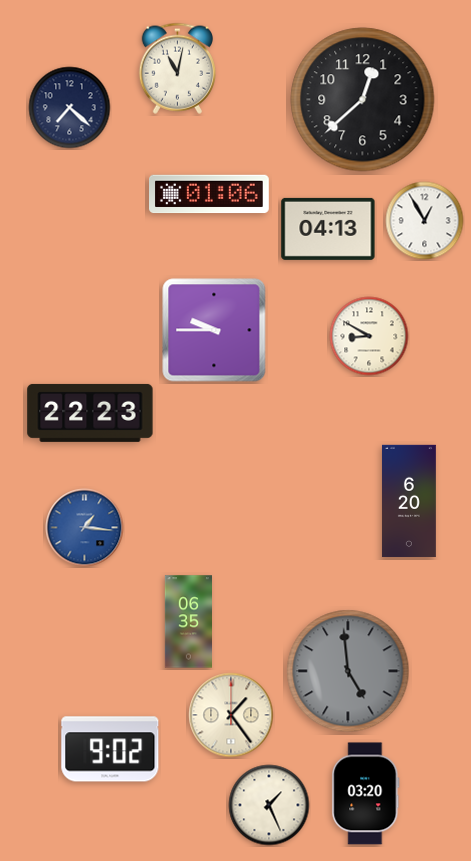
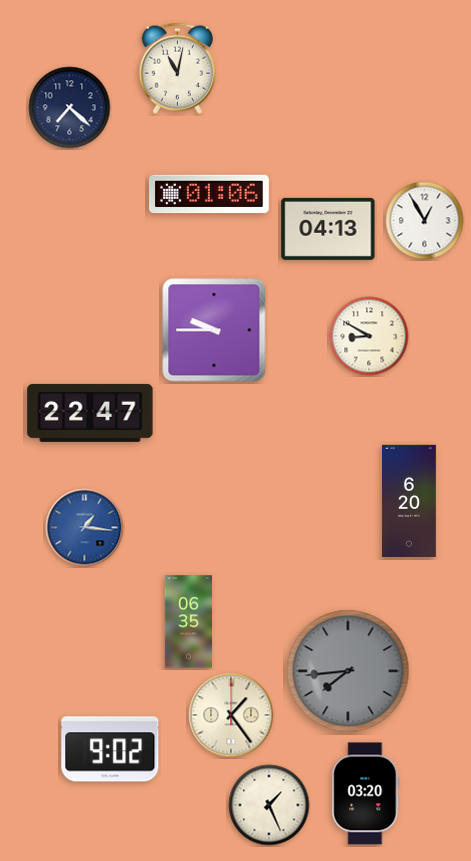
clock at (363, 100): 12:38 -> none
clock at (90, 413): 22:23 -> 22:47
clock at (348, 671): 4:59 -> 7:44
